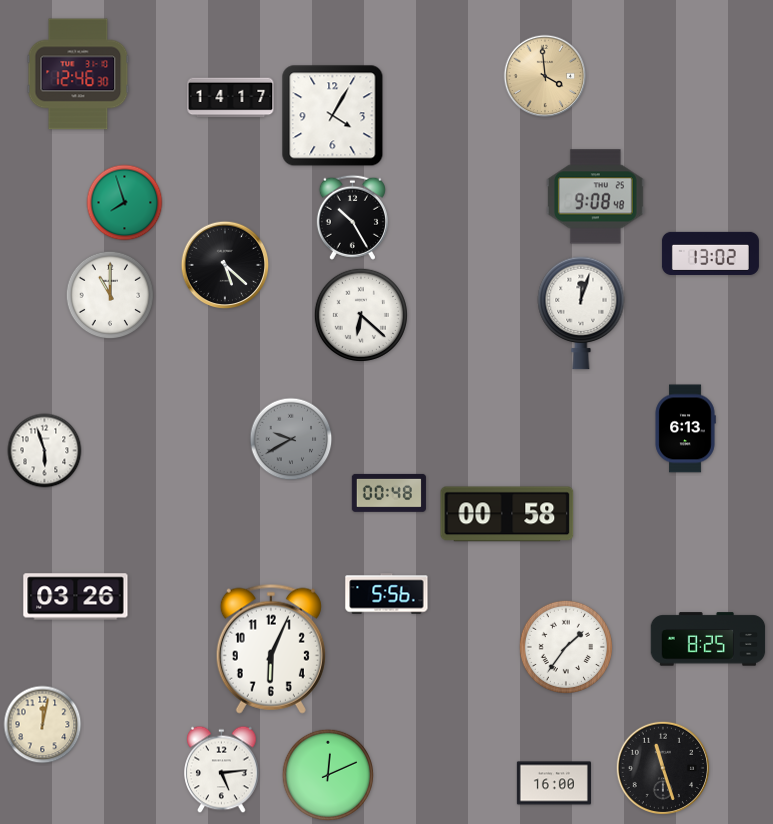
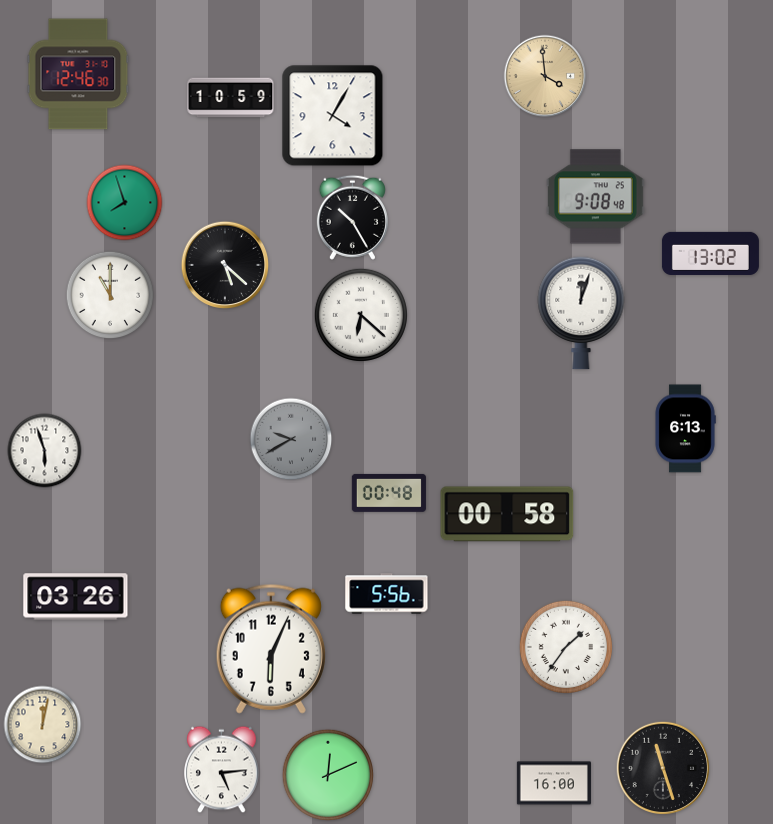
clock at (231, 98): 14:17 -> 10:59
clock at (708, 639): 8:25 -> none
